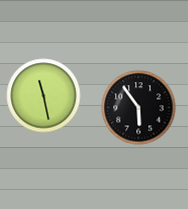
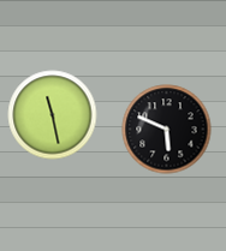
clock at (139, 108): 5:54 -> 5:49
